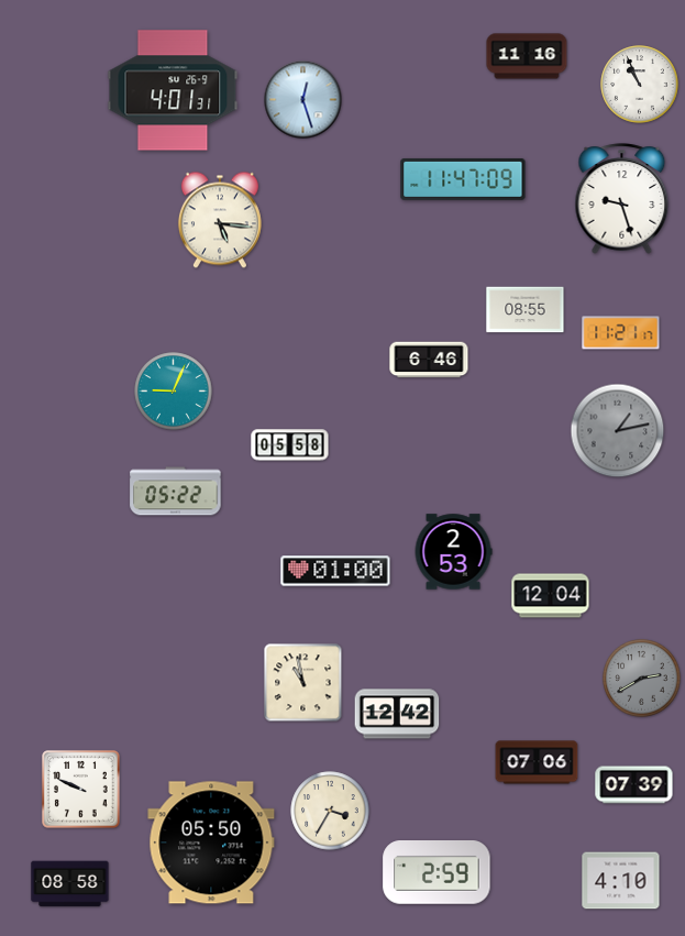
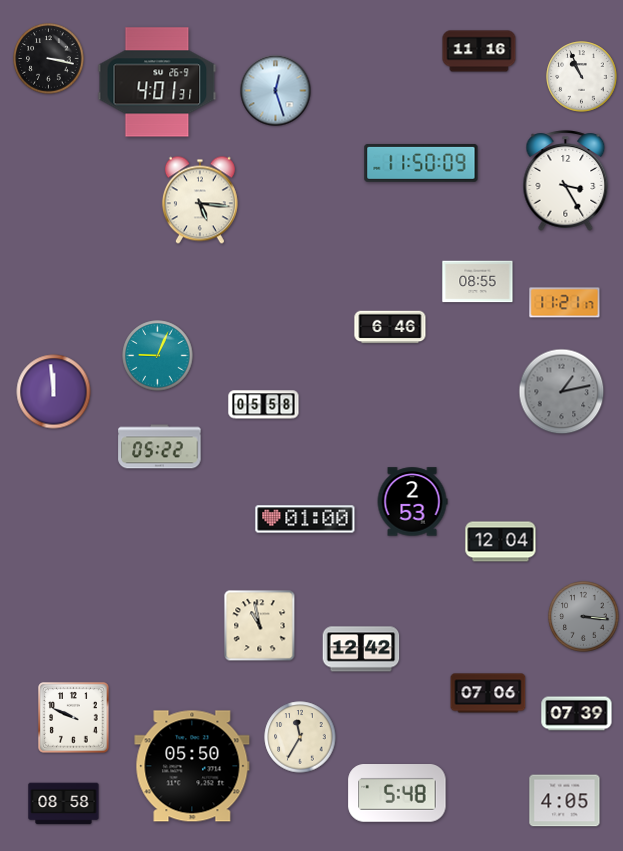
clock at (49, 59): none -> 3:17
clock at (463, 179): 11:47 -> 11:50
clock at (622, 199): 9:27 -> 3:25
clock at (54, 392): none -> 11:59
clock at (642, 679): 2:40 -> 3:16
clock at (303, 683) position: (303, 683) -> (260, 626)
clock at (330, 811): 3:35 -> 11:35
clock at (437, 873): 2:59 -> 5:48
clock at (621, 881): 4:10 -> 4:05
